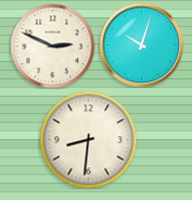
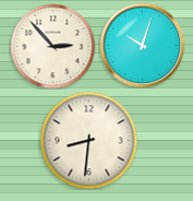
clock at (52, 46): 2:49 -> 2:53
